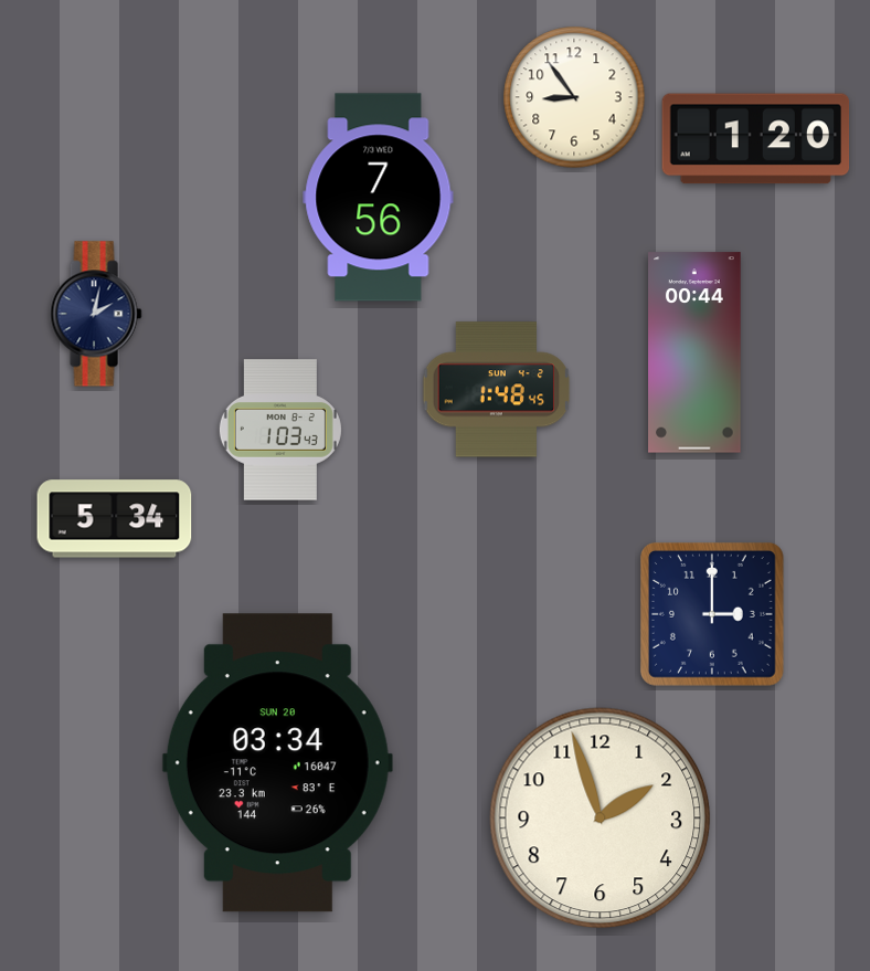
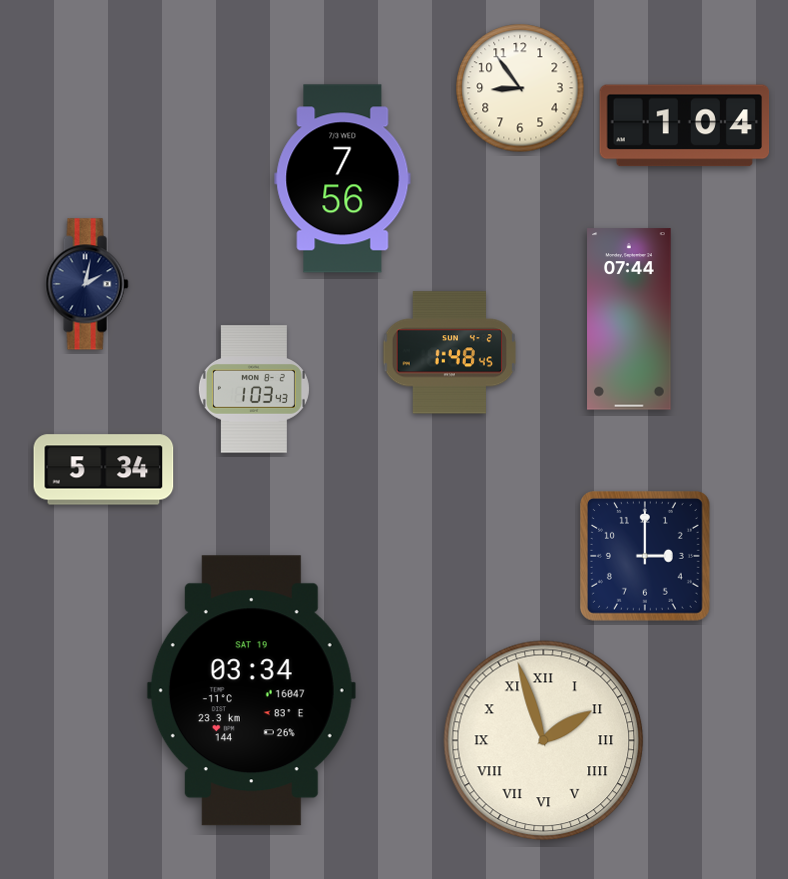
clock at (756, 139): 1:20 -> 1:04
clock at (694, 352): 00:44 -> 07:44
clock at (277, 763) date: SUN 20 -> SAT 19
clock at (601, 819) numerals: Arabic -> Roman
